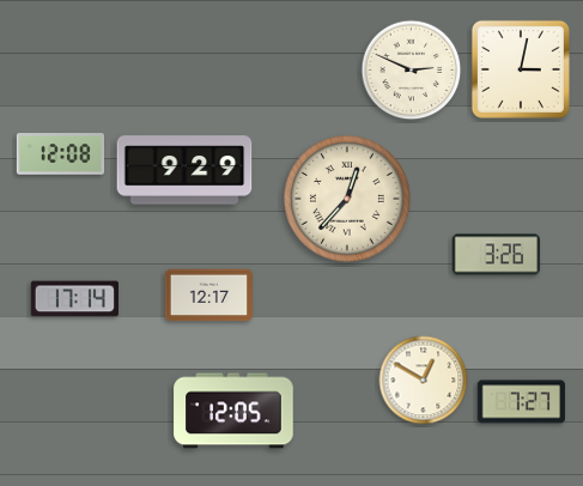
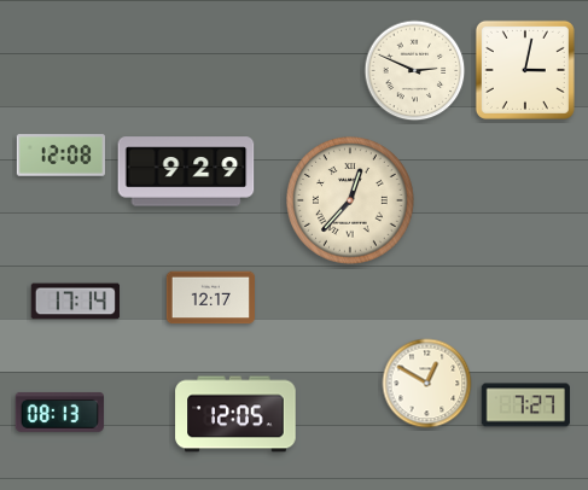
clock at (496, 255): 3:26 -> none
clock at (59, 413): none -> 08:13
